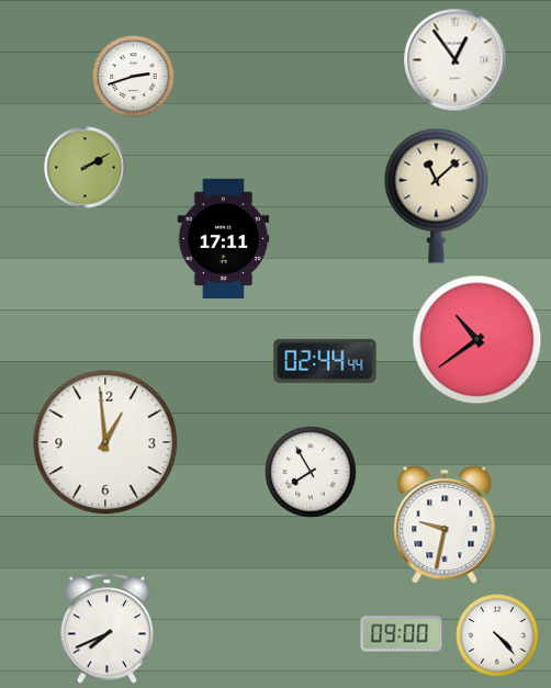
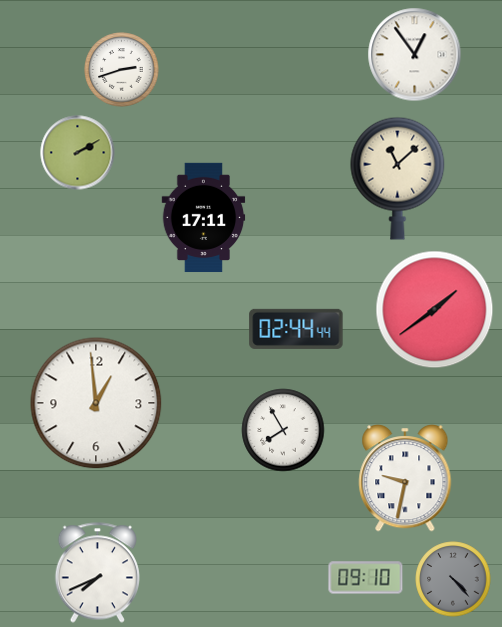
clock at (477, 340): 10:39 -> 1:39
clock at (402, 634): 09:00 -> 09:10
clock at (497, 635) dial: white -> grey
